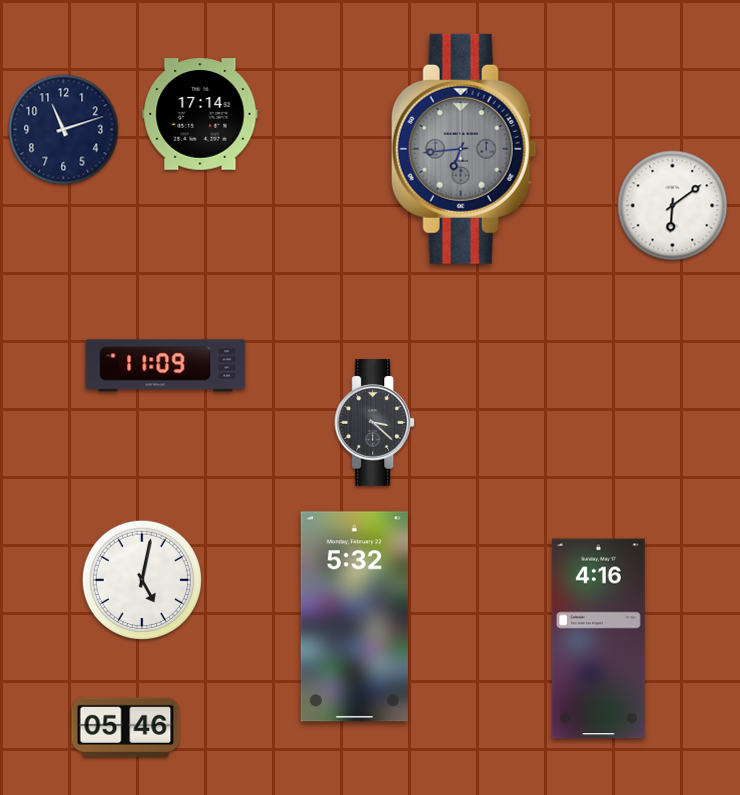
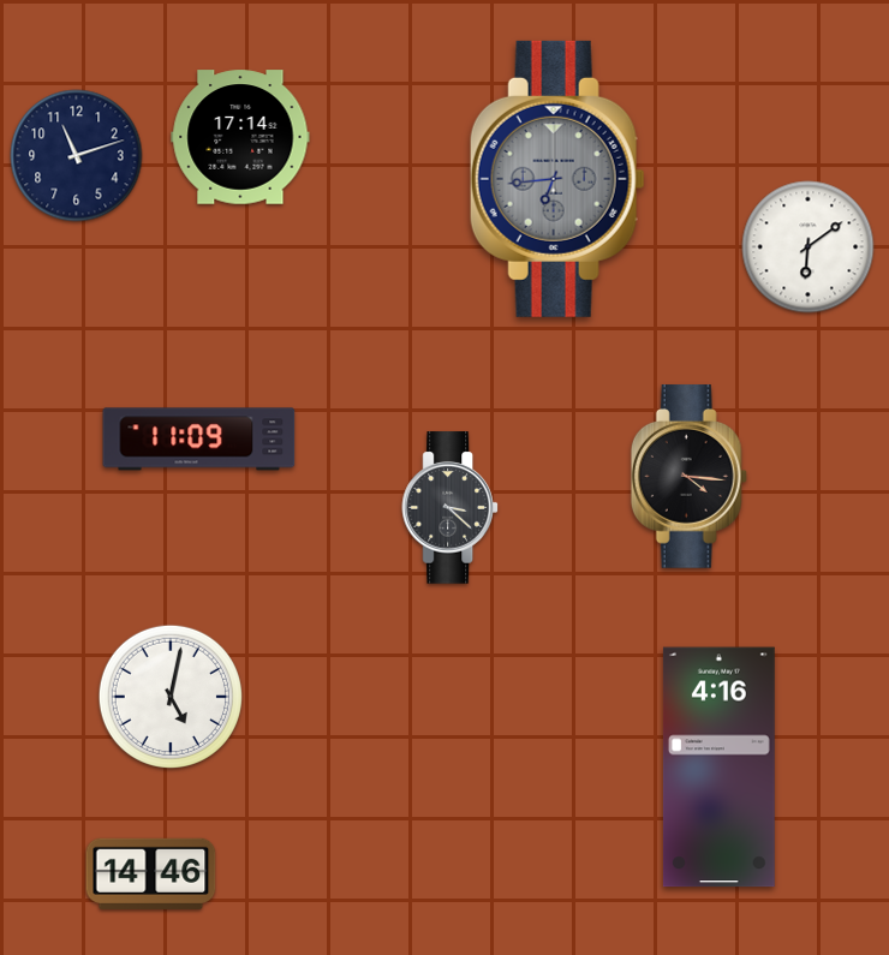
clock at (688, 477): none -> 4:16
clock at (354, 617): 5:32 -> none
clock at (126, 727): 05:46 -> 14:46
